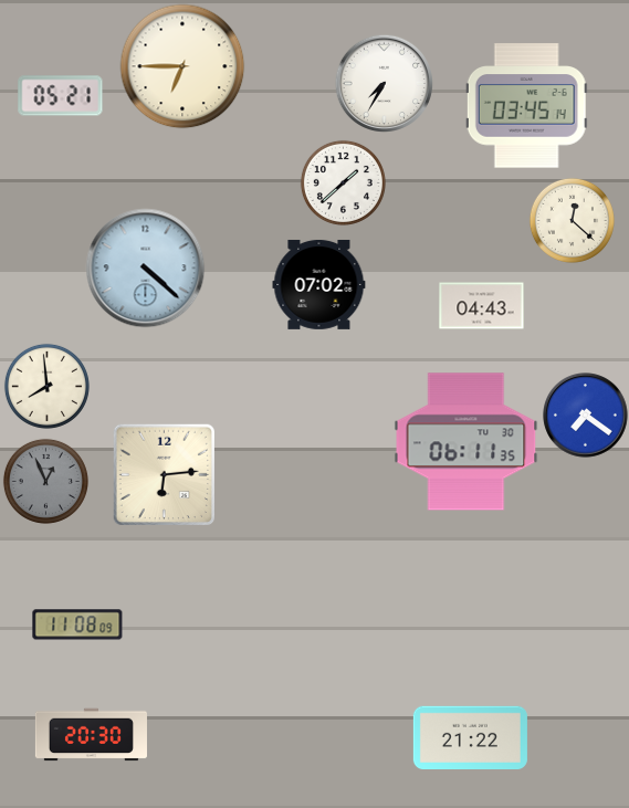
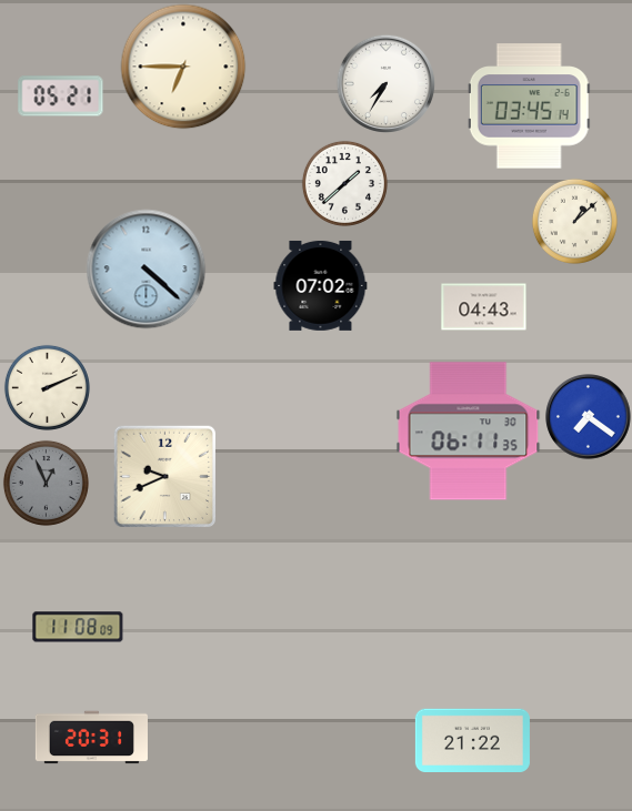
clock at (572, 220): 12:22 -> 1:08
clock at (46, 386): 7:59 -> 2:11
clock at (466, 442) position: (466, 442) -> (469, 432)
clock at (164, 474): 6:14 -> 9:41
clock at (91, 735): 20:30 -> 20:31
